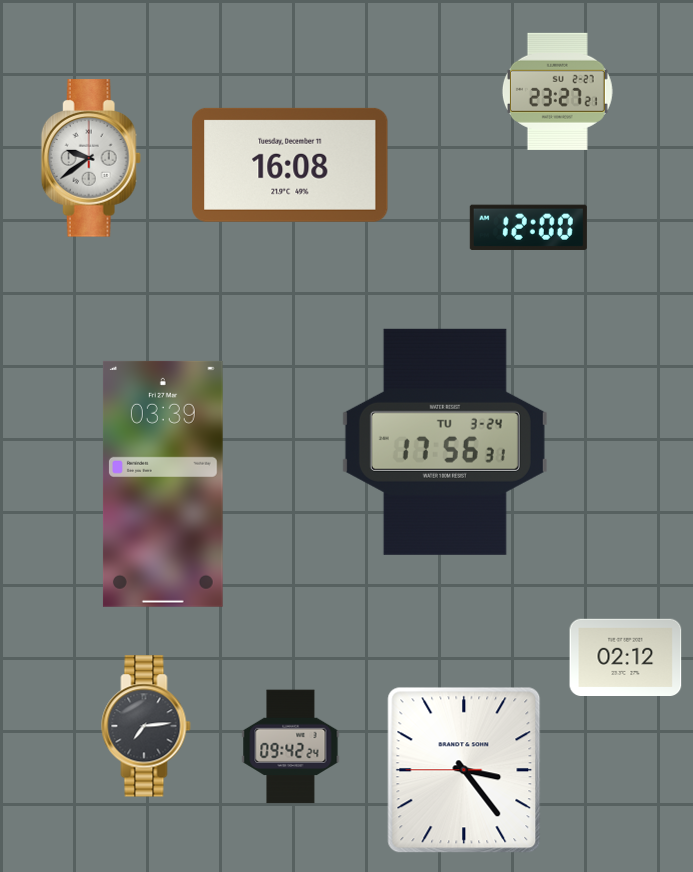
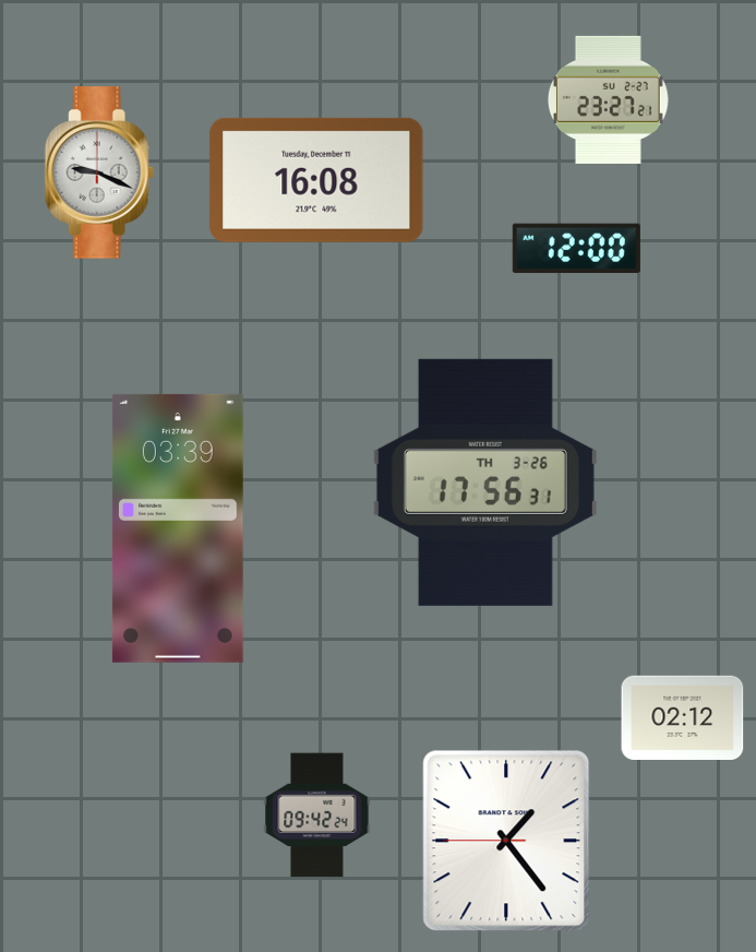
clock at (91, 158): 9:39 -> 9:19
clock at (445, 442) date: TU 3-24 -> TH 3-26
clock at (146, 726): 7:14 -> none
clock at (464, 770): 3:23 -> 1:23
